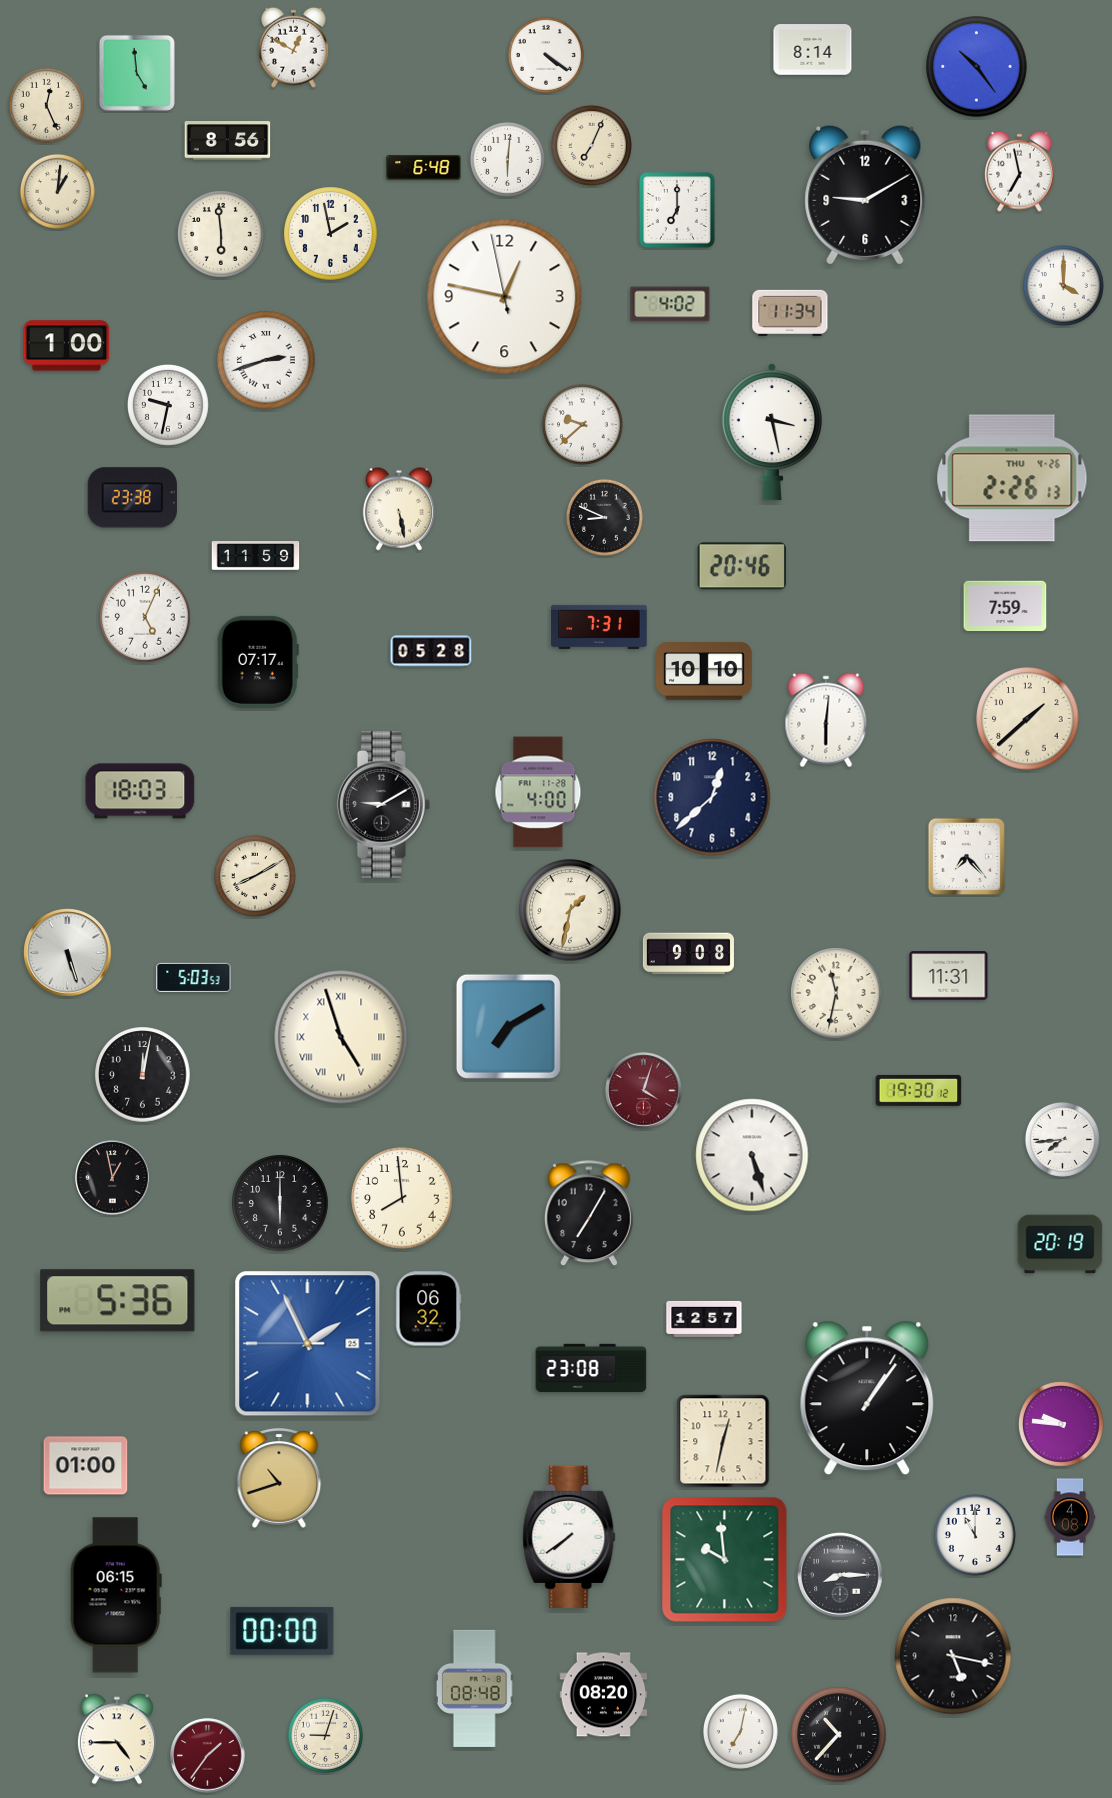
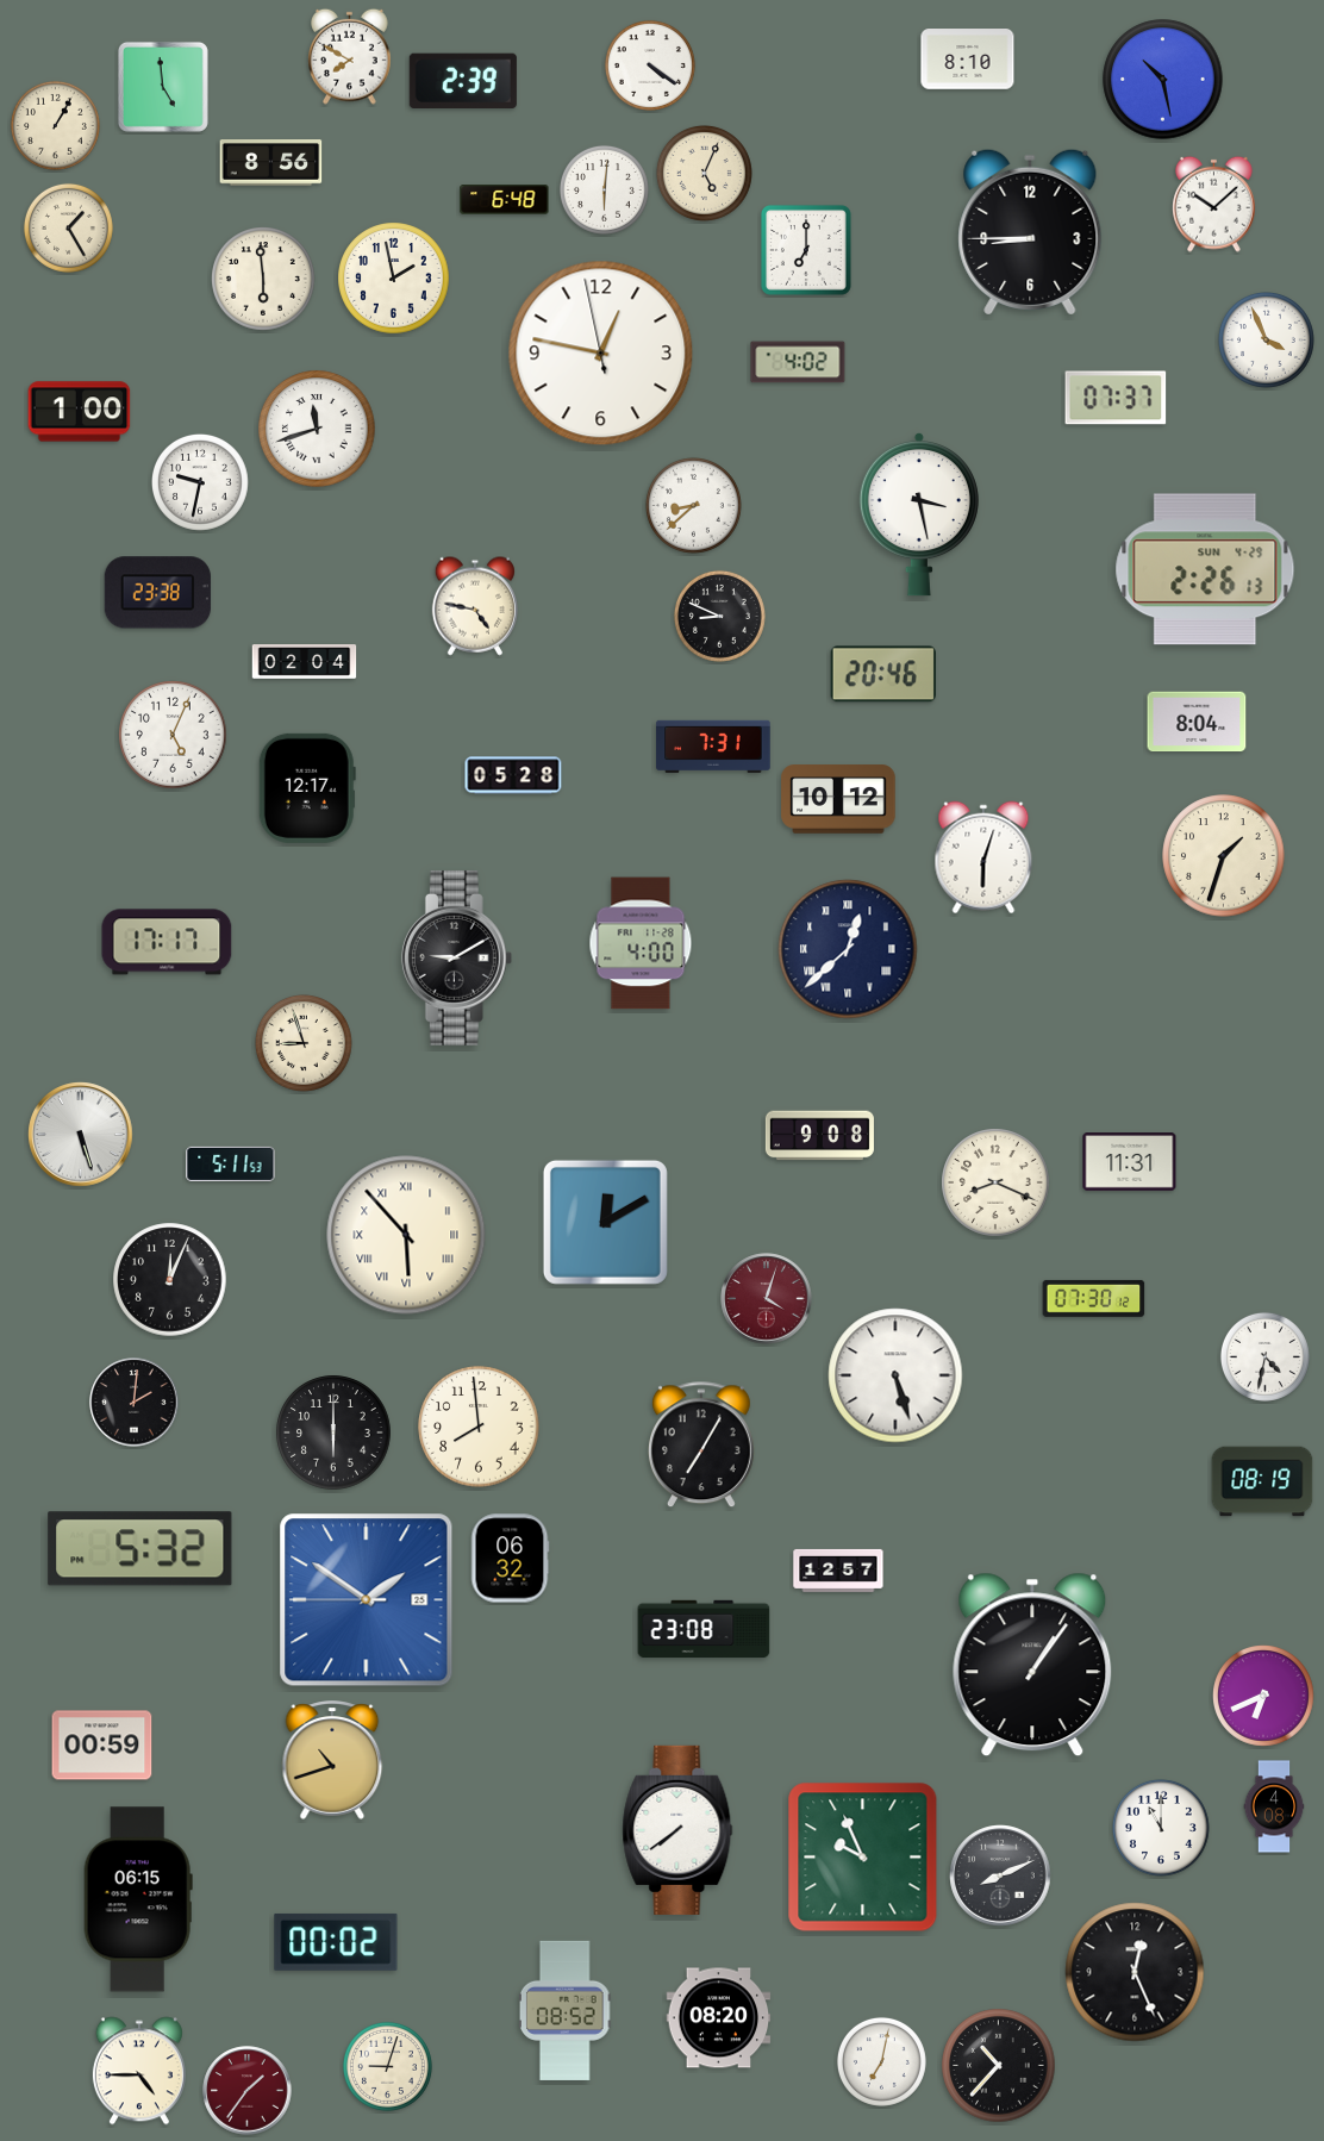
clock at (294, 47): 12:50 -> 7:50
clock at (813, 50): 8:14 -> 8:10
clock at (463, 80): none -> 2:39
clock at (977, 67): 10:24 -> 10:28
clock at (46, 105): 12:26 -> 1:05
clock at (228, 141) position: (228, 141) -> (271, 163)
clock at (591, 145): 7:04 -> 5:04
clock at (1020, 171): 6:58 -> 10:08
clock at (57, 191): 1:01 -> 1:25
clock at (865, 195): 9:10 -> 8:45
clock at (1063, 285): 4:00 -> 3:56
clock at (790, 313): 11:34 -> none
clock at (1116, 398): none -> 07:37
clock at (266, 360): 2:42 -> 11:42
clock at (582, 424): 9:38 -> 8:38
clock at (1012, 478) date: THU 4-26 -> SUN 4-29
clock at (398, 509): 5:28 -> 4:47
clock at (256, 556): 11:59 -> 02:04
clock at (1005, 606): 7:59 -> 8:04
clock at (258, 662): 07:17 -> 12:17
clock at (704, 671): 10:10 -> 10:12
clock at (1028, 719): 1:38 -> 1:33
clock at (826, 720): 6:01 -> 6:03
clock at (140, 791): 18:03 -> 17:17
clock at (712, 797) numerals: Arabic -> Roman
clock at (966, 856): 7:23 -> none
clock at (255, 876): 8:10 -> 8:57
clock at (570, 910): 1:32 -> none
clock at (194, 977): 5:03 -> 5:11
clock at (836, 993): 11:32 -> 8:19
clock at (508, 1026): 7:10 -> 12:10
clock at (341, 1037): 4:57 -> 5:53
clock at (143, 1075): 12:02 -> 12:04
clock at (919, 1090): 19:30 -> 07:30
clock at (1062, 1139): 7:44 -> 4:32
clock at (113, 1178): 12:58 -> 2:01
clock at (1060, 1244): 20:19 -> 08:19
clock at (118, 1301): 5:36 -> 5:32
clock at (308, 1344): 1:55 -> 1:50
clock at (1062, 1425): 9:46 -> 6:41
clock at (723, 1441): 12:32 -> none
clock at (86, 1466): 01:00 -> 00:59
clock at (725, 1560): 9:59 -> 9:56
clock at (840, 1575): 8:15 -> 8:11
clock at (282, 1631): 00:00 -> 00:02
clock at (953, 1656): 5:17 -> 12:26
clock at (474, 1688): 08:48 -> 08:52
